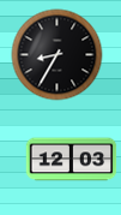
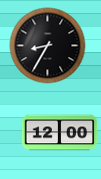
clock at (72, 160): 12:03 -> 12:00
